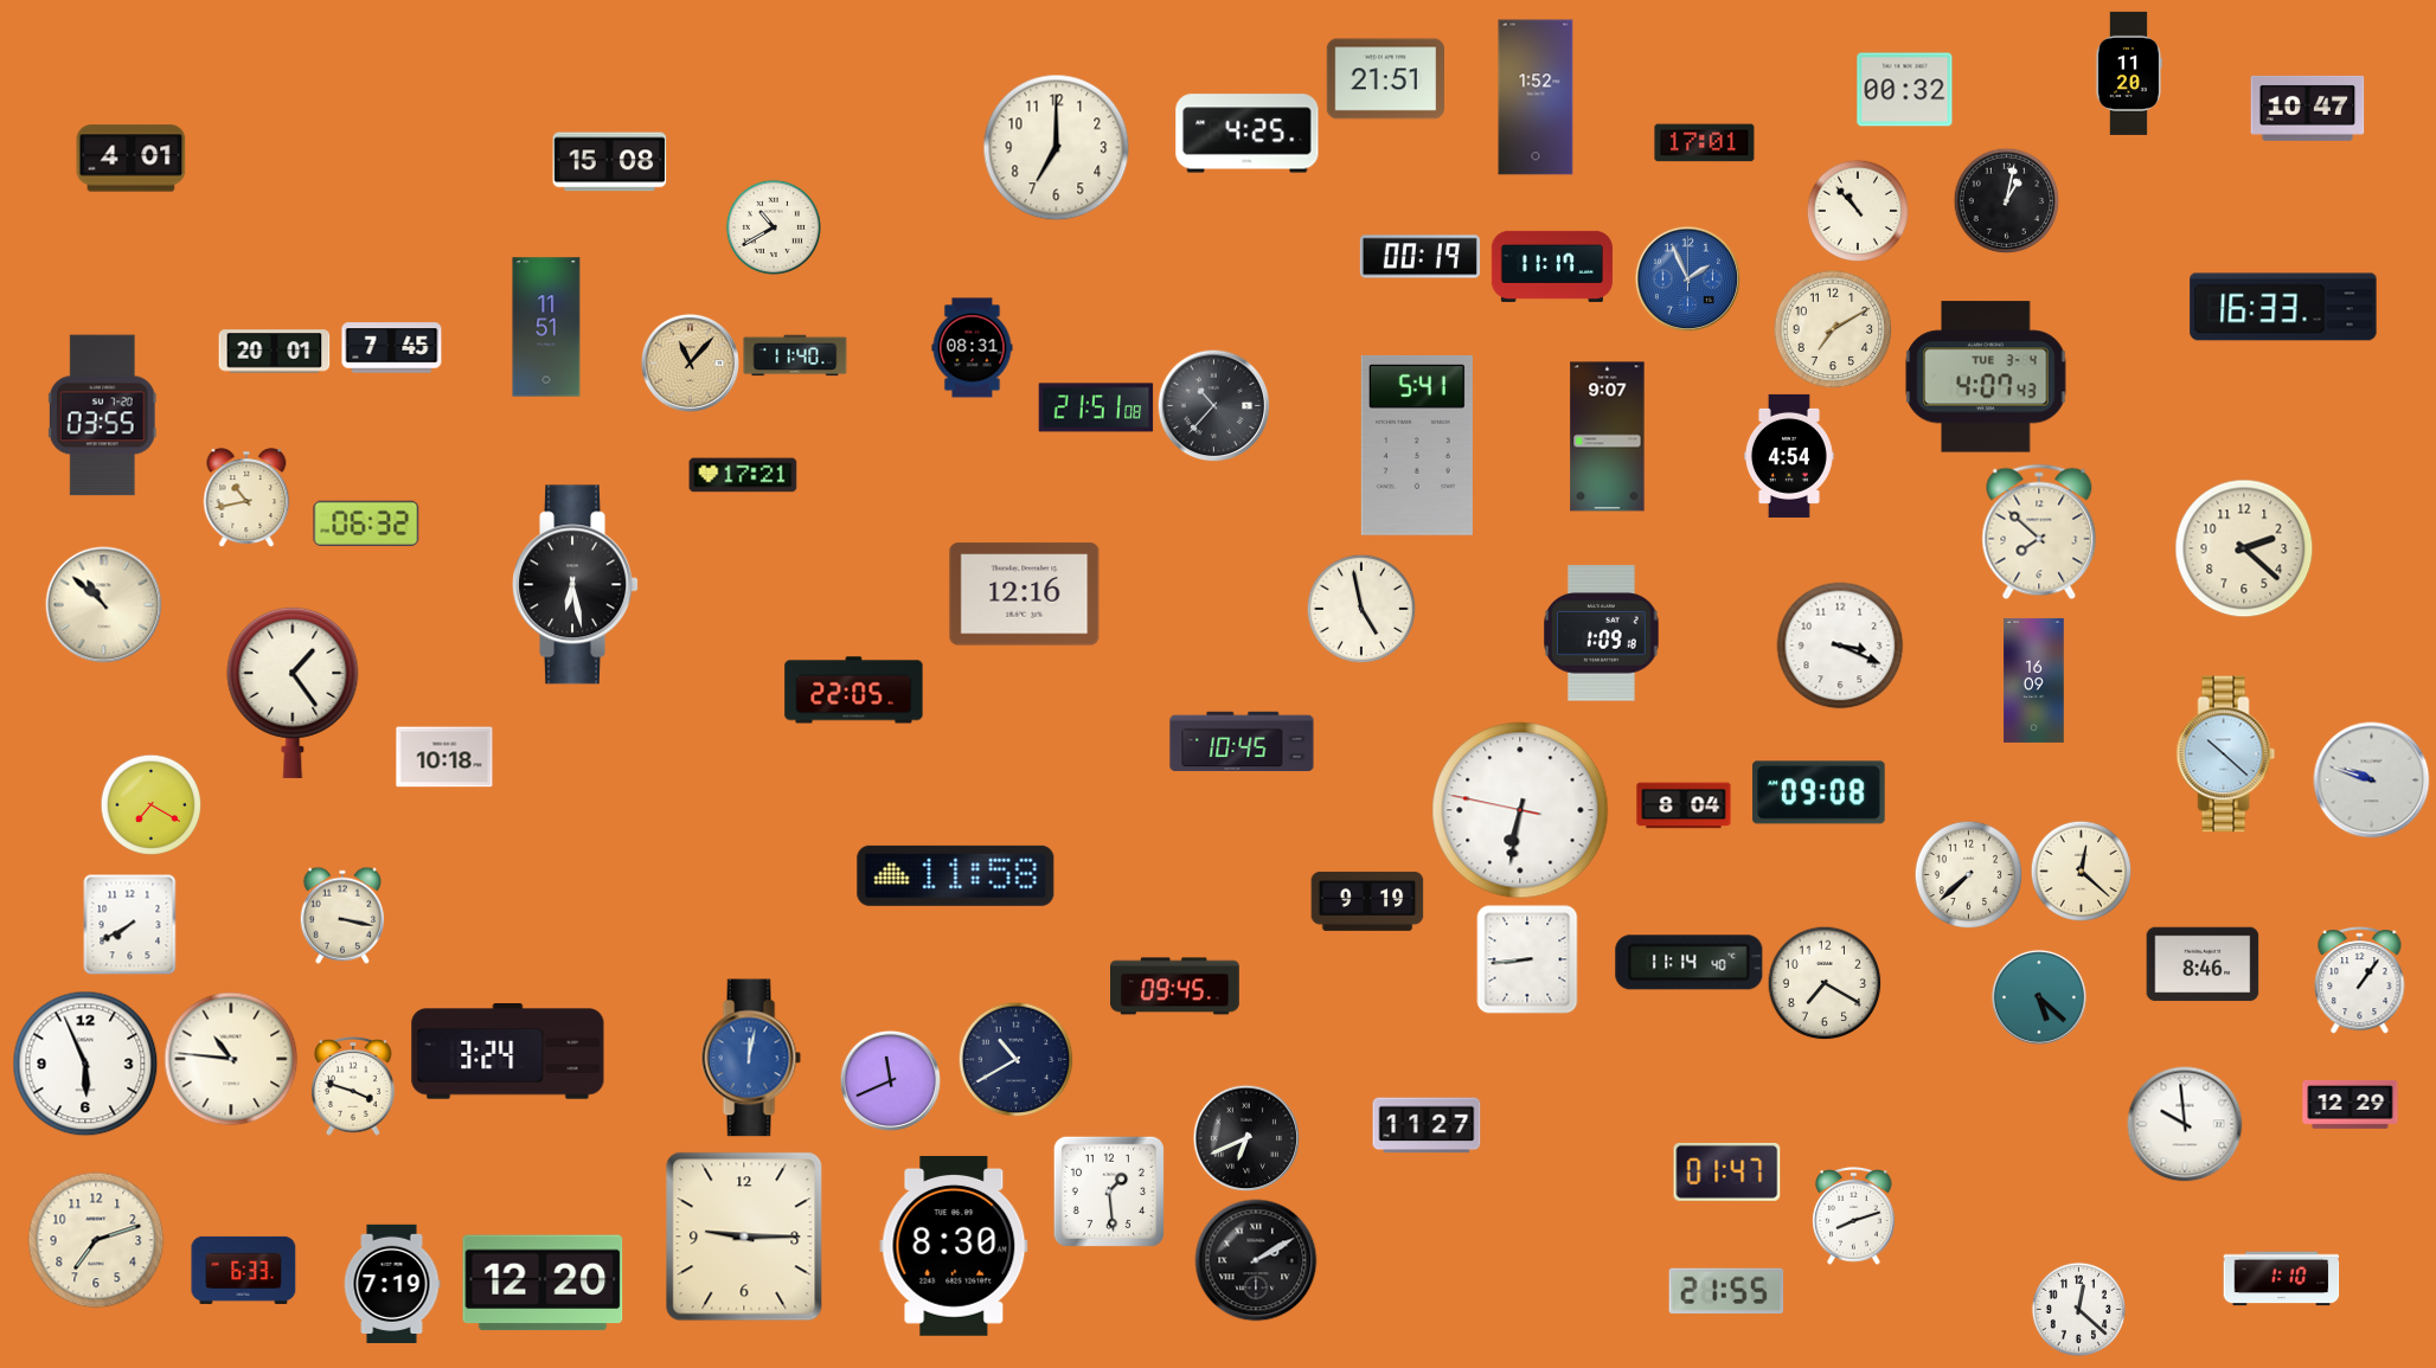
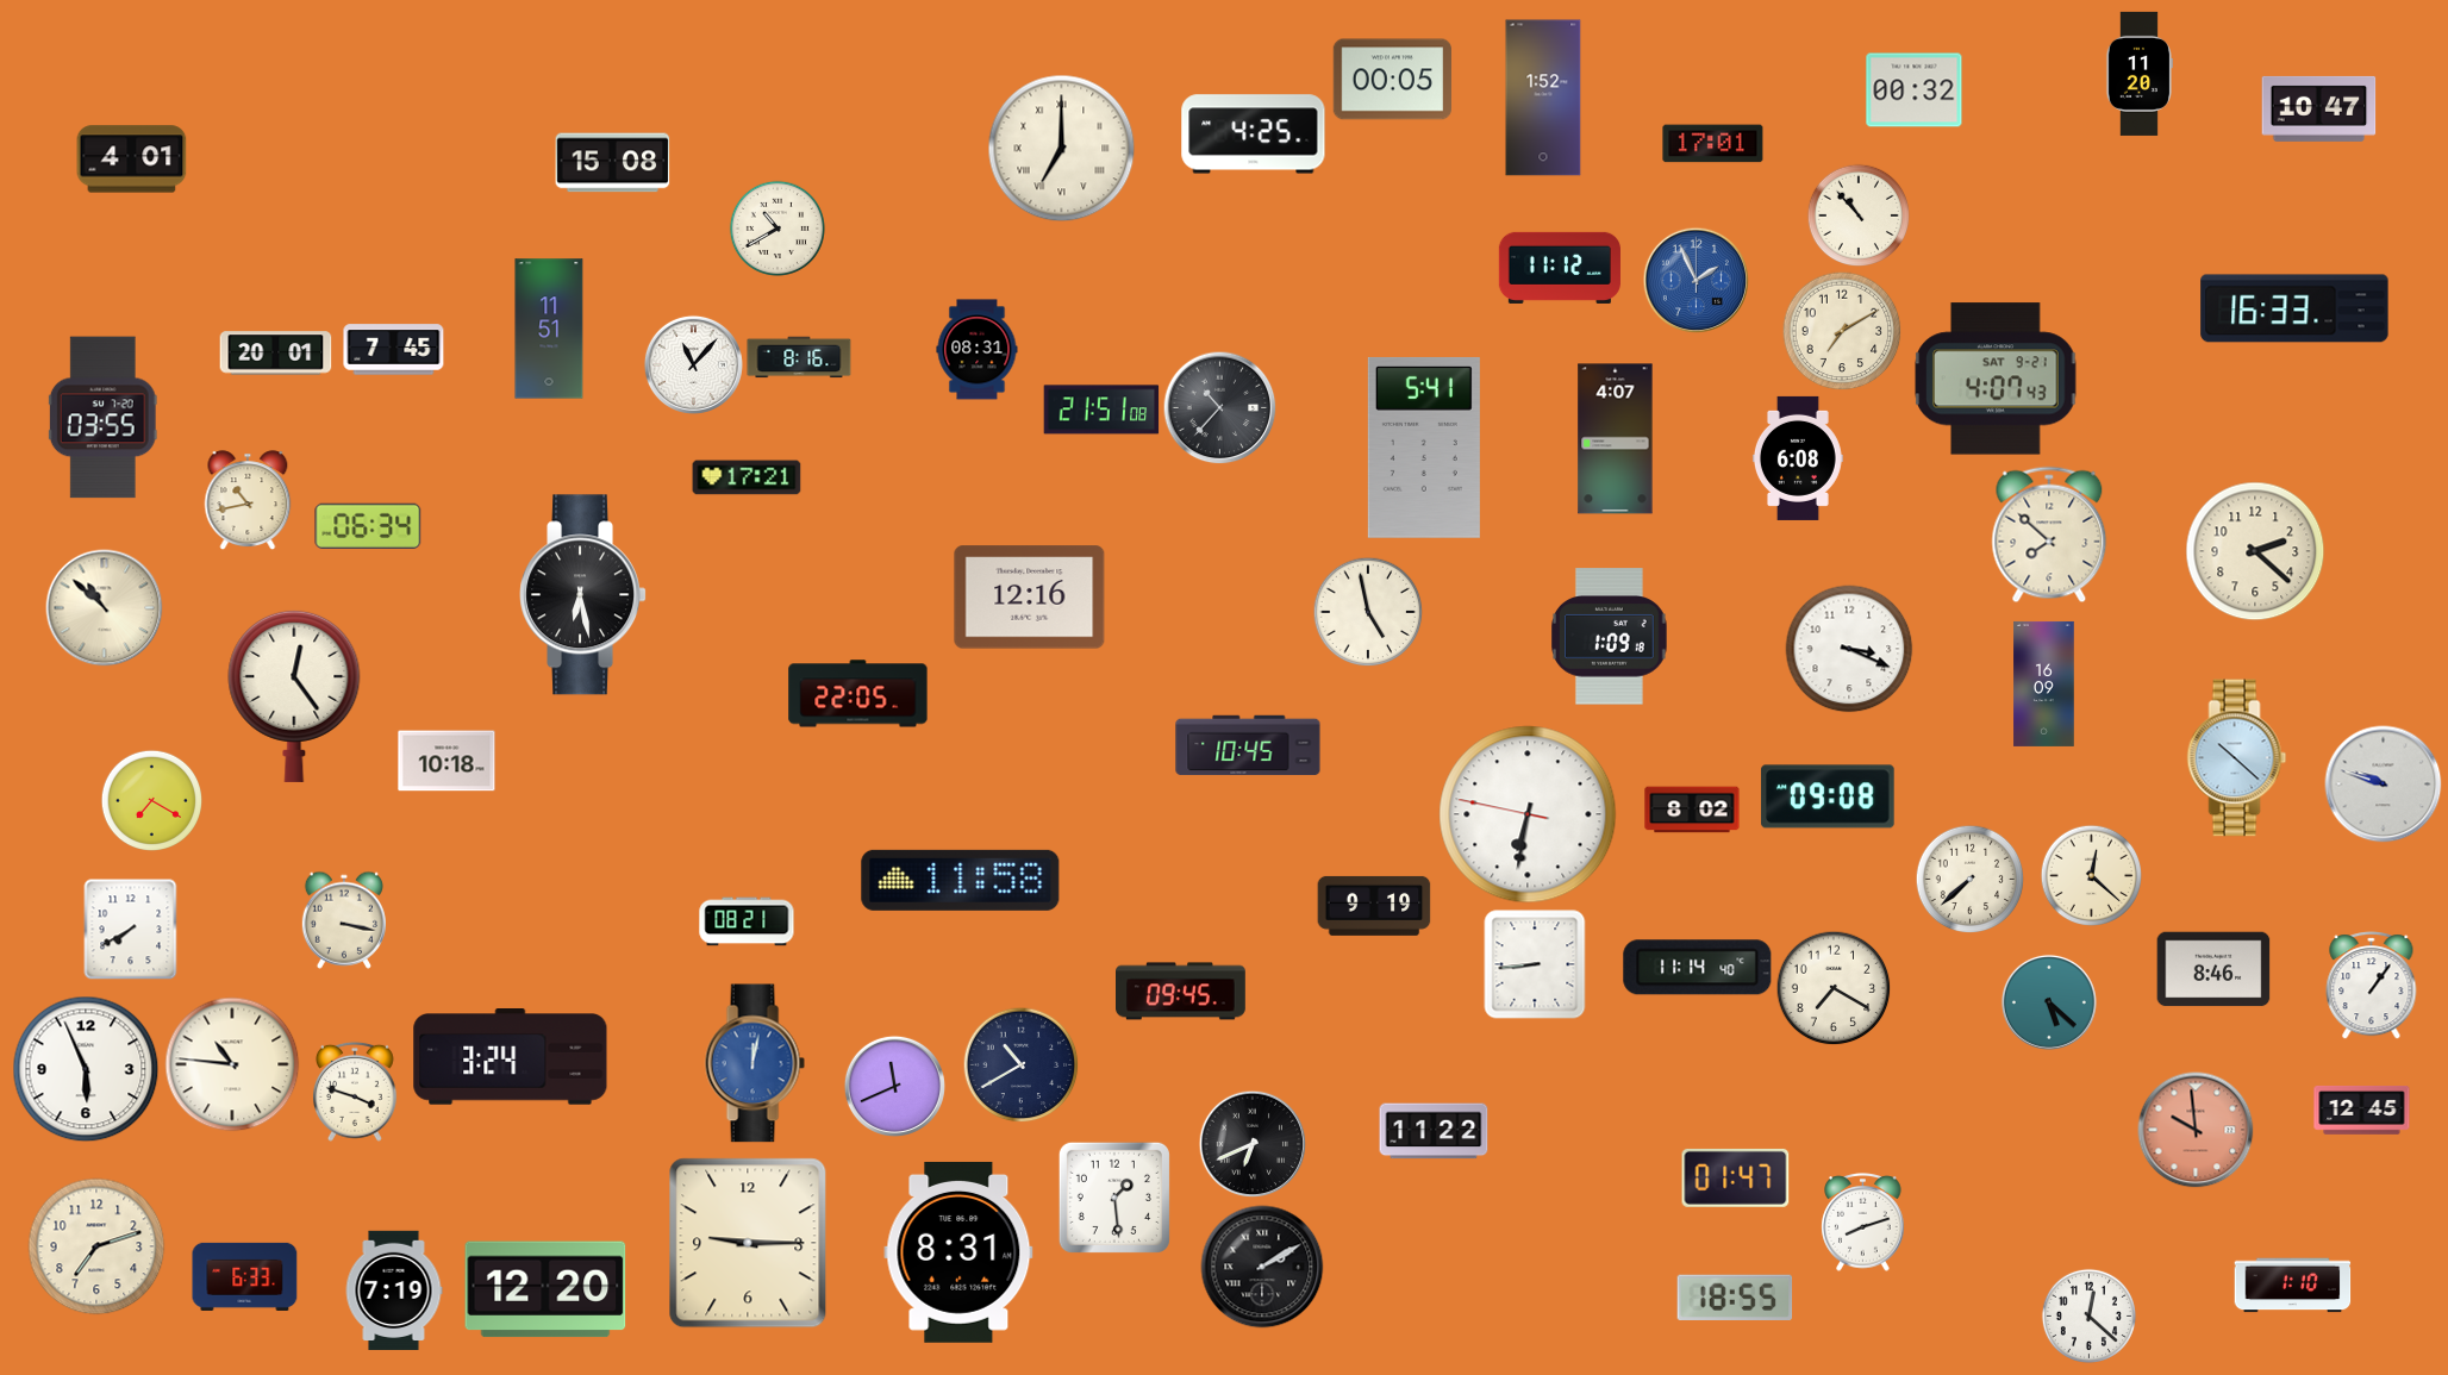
clock at (1385, 79): 21:51 -> 00:05
clock at (1057, 148) numerals: Arabic -> Roman
clock at (2006, 200): 1:02 -> none
clock at (1858, 211) position: (1858, 211) -> (1859, 215)
clock at (1419, 257): 00:19 -> none
clock at (1552, 266): 11:17 -> 11:12
clock at (795, 355): 11:40 -> 8:16
clock at (690, 362) dial: champagne -> white
clock at (1986, 377) date: TUE 3-4 -> SAT 9-21
clock at (1608, 437): 9:07 -> 4:07
clock at (1789, 456): 4:54 -> 6:08
clock at (366, 524): 06:32 -> 06:34
clock at (576, 585) position: (576, 585) -> (583, 595)
clock at (293, 692): 1:24 -> 12:24
clock at (150, 804) position: (150, 804) -> (151, 800)
clock at (1684, 805): 8:04 -> 8:02
clock at (1968, 874) position: (1968, 874) -> (1969, 879)
clock at (747, 921): none -> 08:21
clock at (2351, 1105): 12:29 -> 12:45
clock at (2185, 1124) dial: white -> salmon
clock at (1427, 1125): 11:27 -> 11:22
clock at (954, 1246): 8:30 -> 8:31
clock at (1726, 1290): 21:55 -> 18:55
